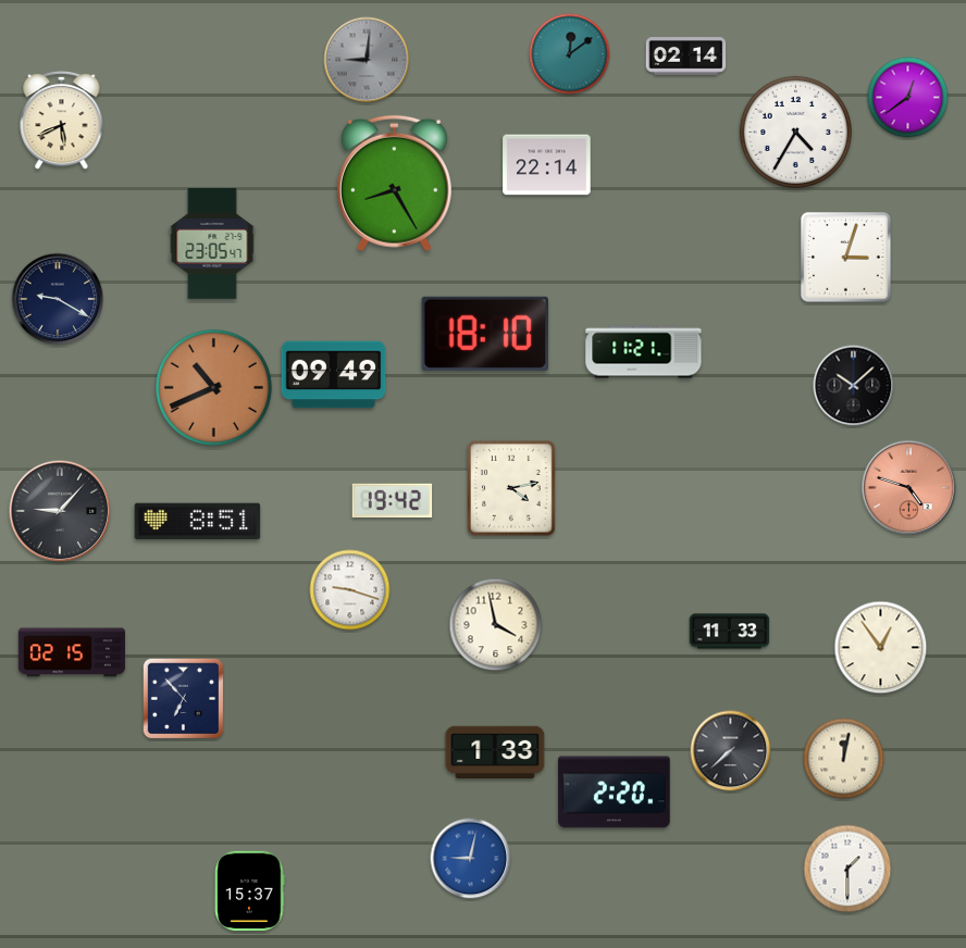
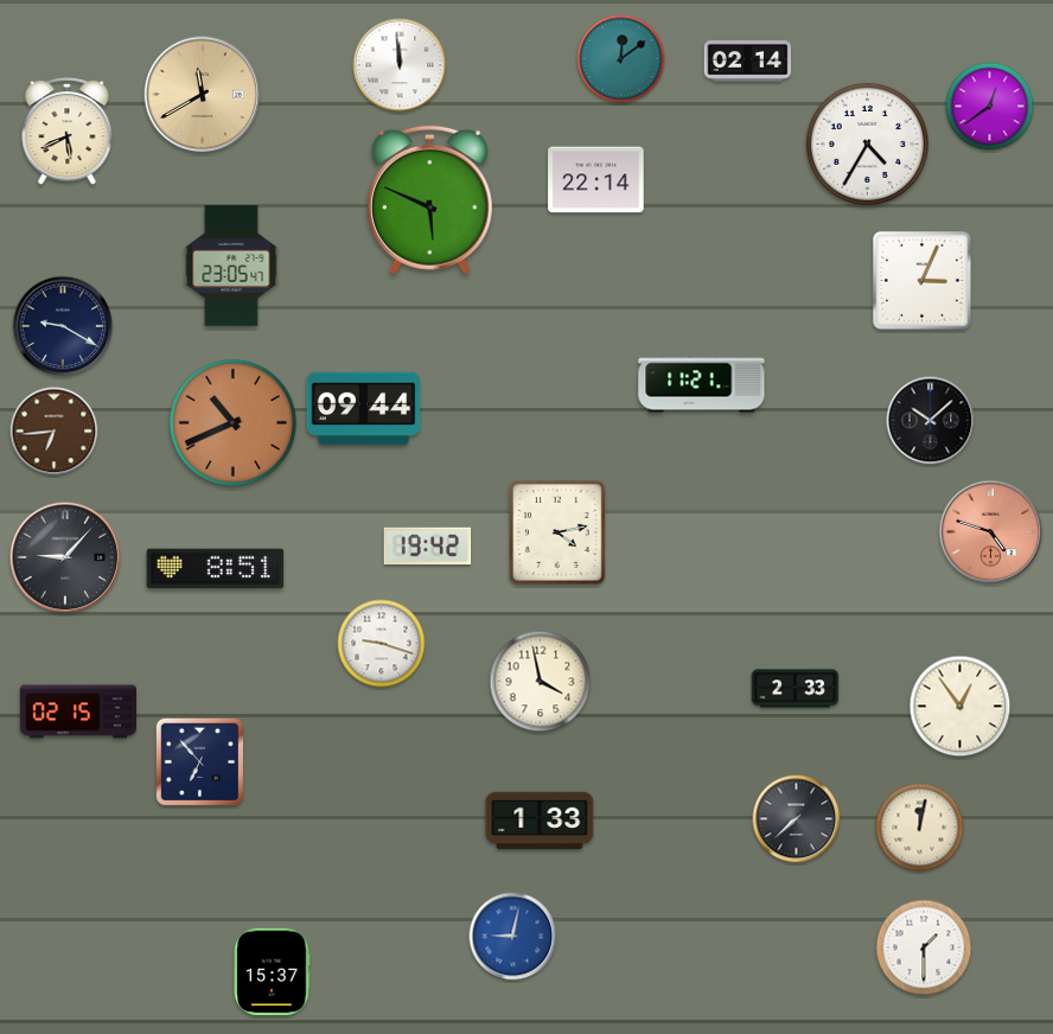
clock at (367, 60): 9:01 -> 11:59
clock at (367, 60) dial: grey -> white
clock at (203, 95): none -> 11:40
clock at (394, 184): 8:25 -> 5:49
clock at (846, 258): 3:03 -> 3:04
clock at (484, 334): 18:10 -> none
clock at (334, 375): 09:49 -> 09:44
clock at (55, 432): none -> 6:44
clock at (730, 632): 11:33 -> 2:33
clock at (615, 793): 2:20 -> none
